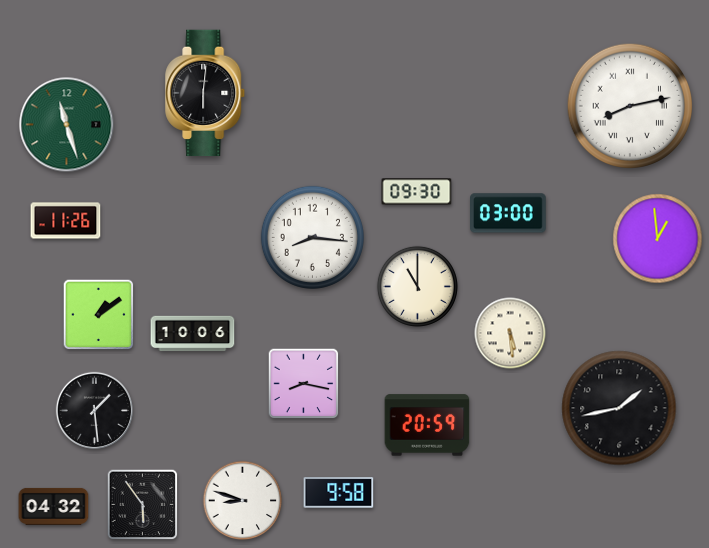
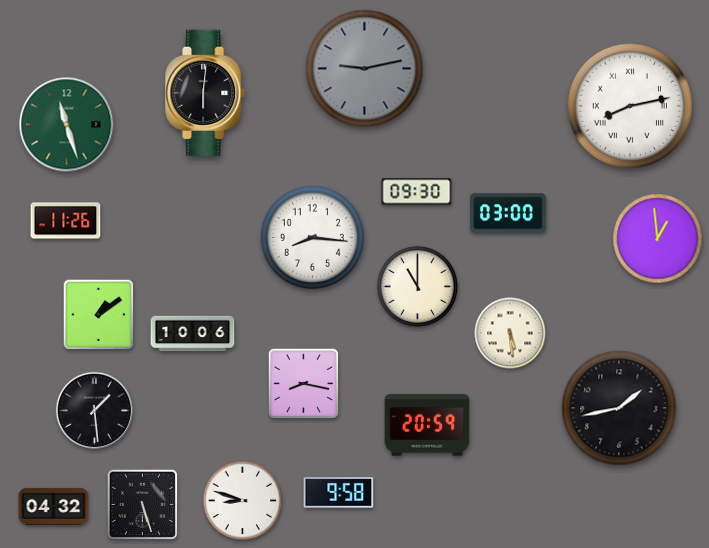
clock at (365, 69): none -> 9:13
clock at (143, 505): 5:54 -> 5:27
